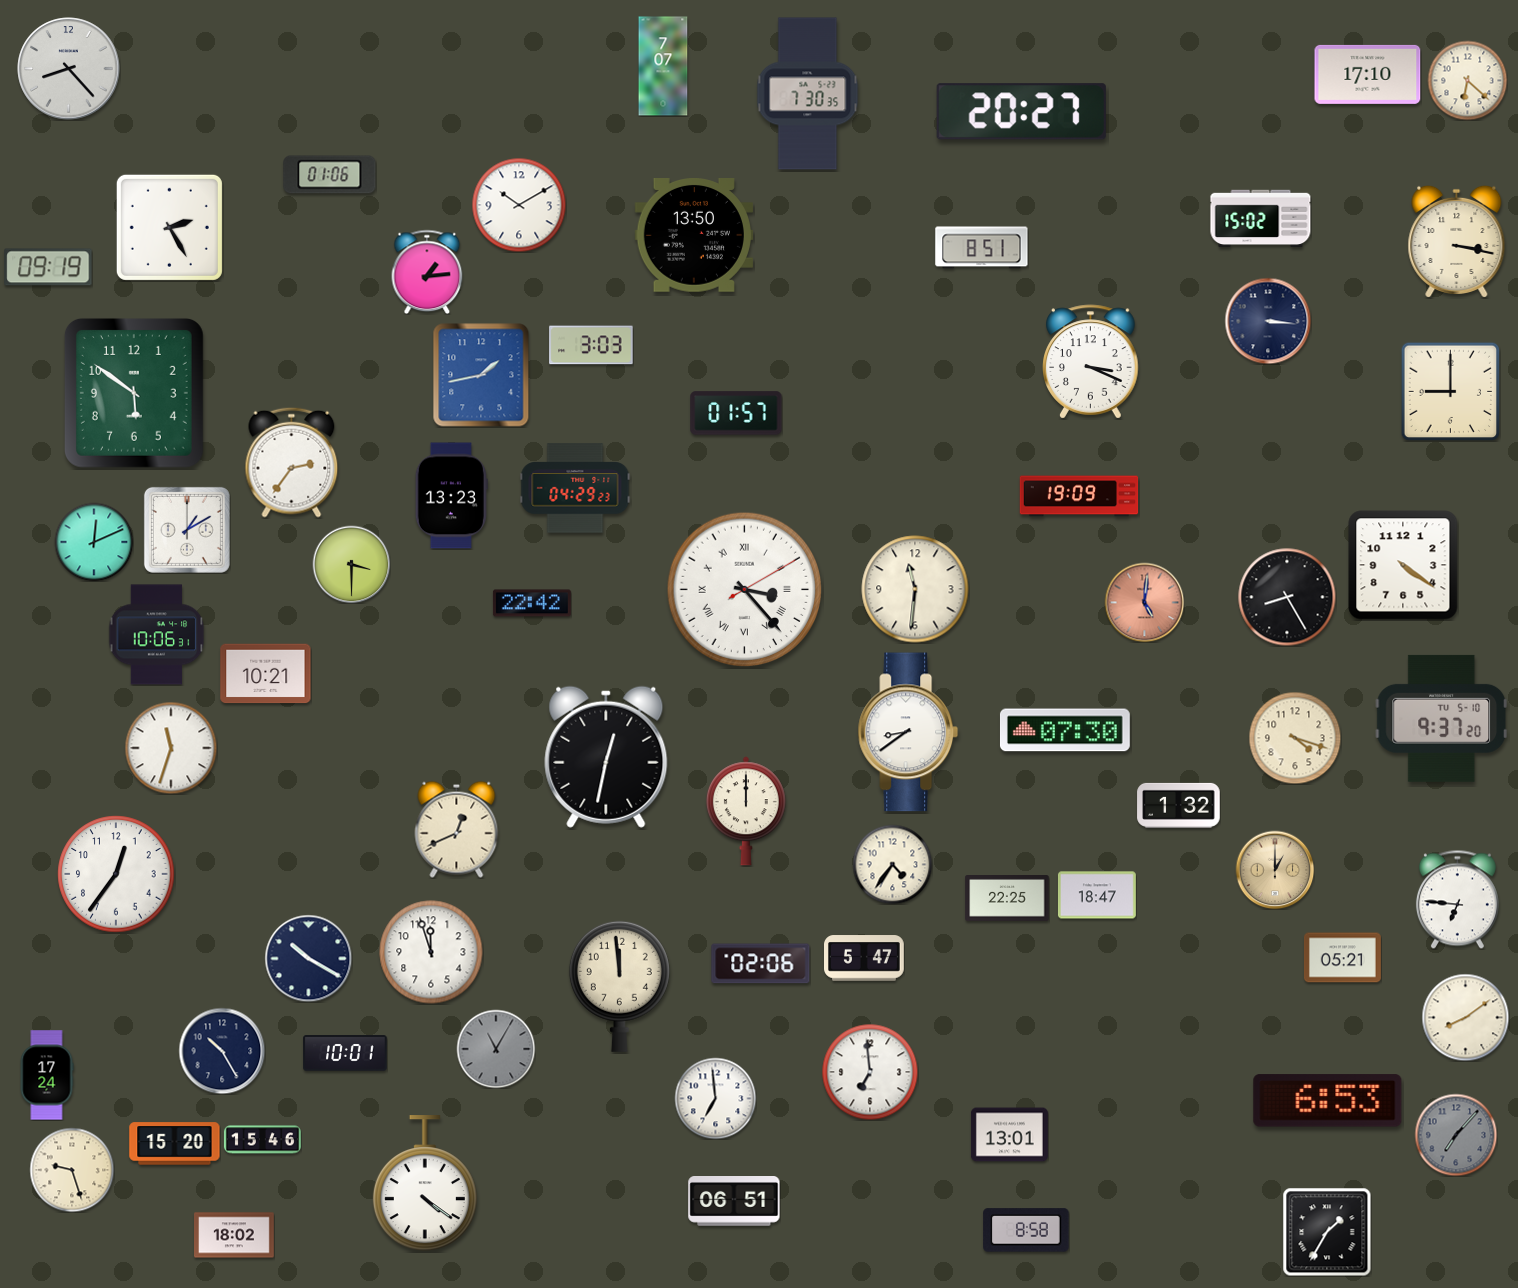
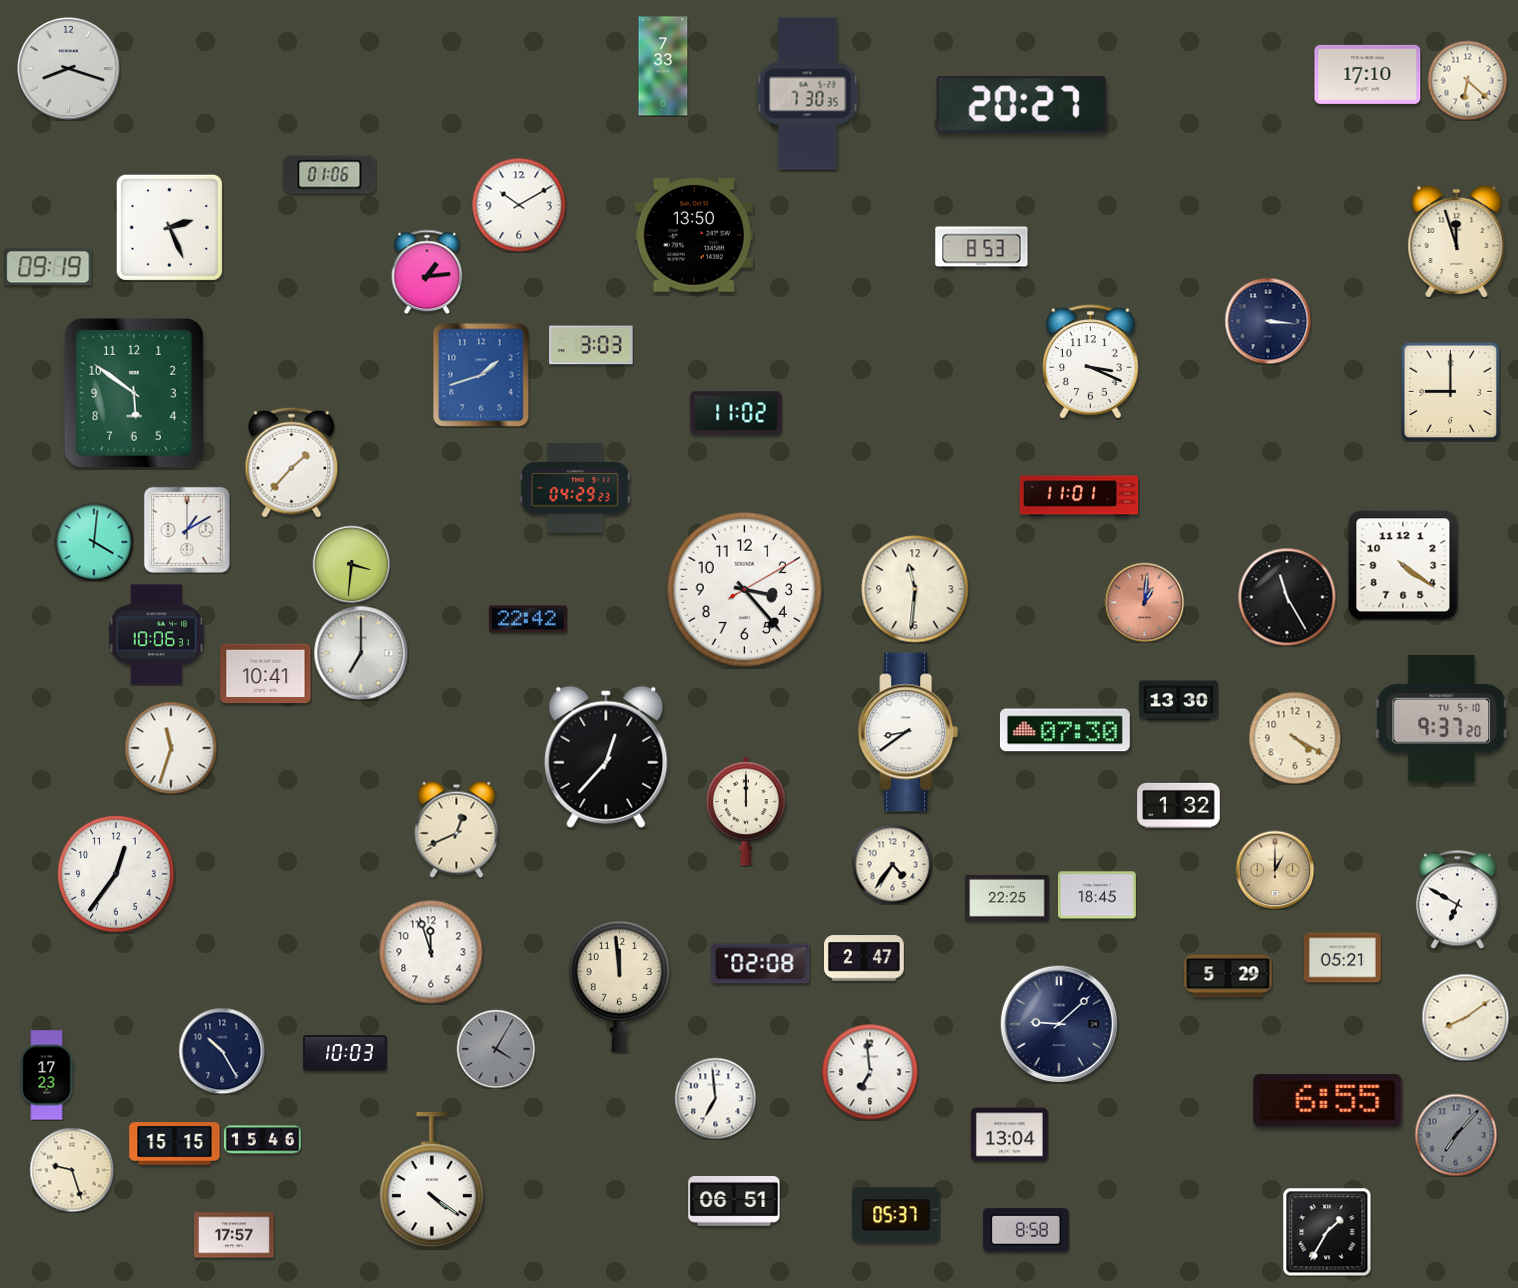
clock at (663, 66): 7:07 -> 7:33
clock at (69, 69): 8:23 -> 8:18
clock at (1021, 112) position: (1021, 112) -> (1021, 105)
clock at (1261, 219): 15:02 -> none
clock at (169, 227): 2:25 -> 2:26
clock at (1457, 241): 3:17 -> 11:57
clock at (982, 248): 8:51 -> 8:53
clock at (481, 375): 1:43 -> 1:42
clock at (736, 413): 01:57 -> 11:02
clock at (292, 462): 2:36 -> 1:37
clock at (451, 496): 13:23 -> none
clock at (1079, 496): 19:09 -> 11:01
clock at (94, 542): 12:11 -> 4:01
clock at (351, 564): 3:30 -> 3:31
clock at (745, 590) numerals: Roman -> Arabic
clock at (1287, 597): 8:25 -> 11:25
clock at (1144, 602): 5:01 -> 1:01
clock at (532, 603) position: (532, 603) -> (528, 619)
clock at (361, 653): none -> 7:00
clock at (266, 674): 10:21 -> 10:41
clock at (1179, 701): none -> 13:30
clock at (1295, 738): 4:18 -> 4:20
clock at (606, 757): 12:32 -> 12:37
clock at (1097, 895): 18:47 -> 18:45
clock at (1457, 899): 6:46 -> 6:50
clock at (308, 958): 10:20 -> none
clock at (865, 958): 5:47 -> 2:47
clock at (761, 964): 02:06 -> 02:08
clock at (1228, 976): none -> 5:29
clock at (1059, 1024): none -> 9:08
clock at (496, 1049): 11:05 -> 4:05
clock at (345, 1053): 10:01 -> 10:03
clock at (47, 1075): 17:24 -> 17:23
clock at (1328, 1101): 6:53 -> 6:55
clock at (1009, 1135): 13:01 -> 13:04
clock at (175, 1144): 15:20 -> 15:15
clock at (425, 1184) position: (425, 1184) -> (432, 1181)
clock at (896, 1215): none -> 05:37
clock at (235, 1235): 18:02 -> 17:57
